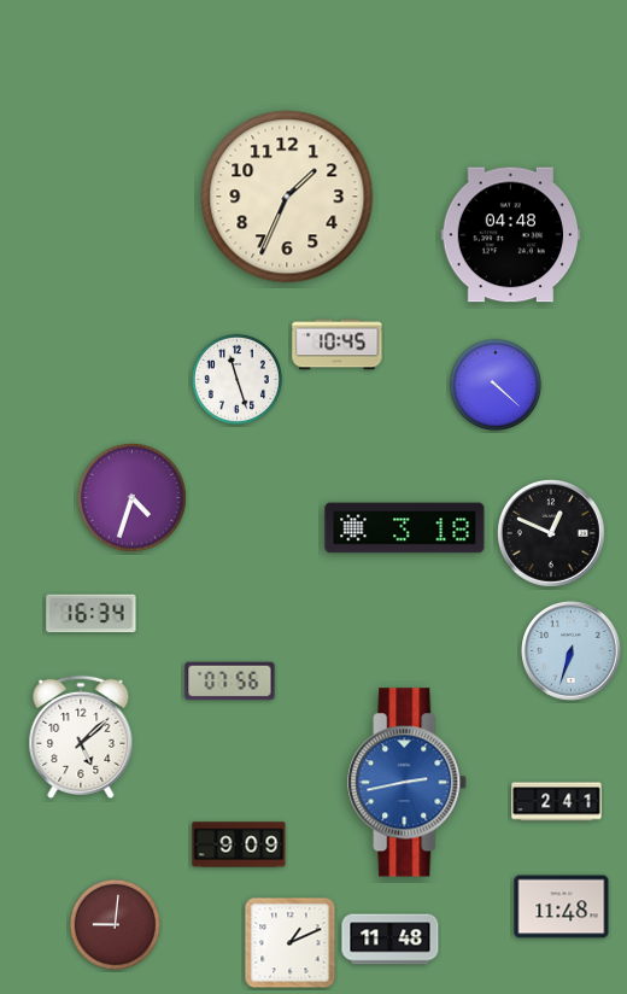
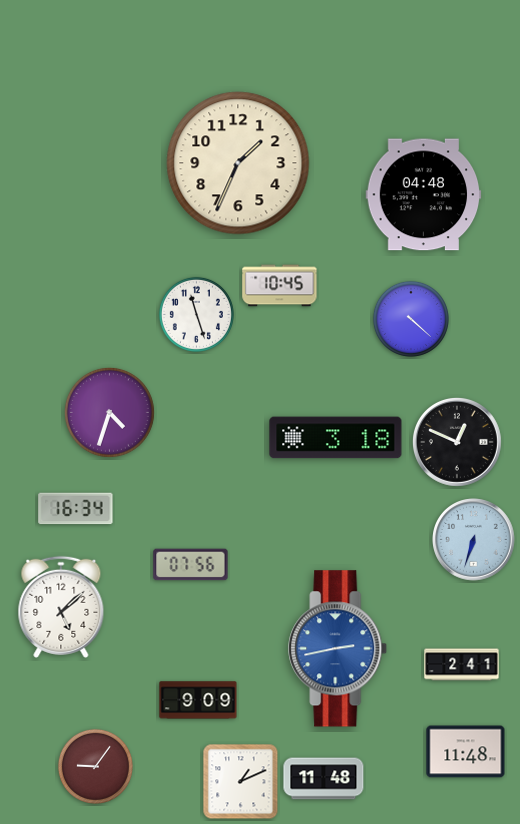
clock at (81, 737) position: (81, 737) -> (61, 607)
clock at (115, 924): 9:01 -> 9:06
